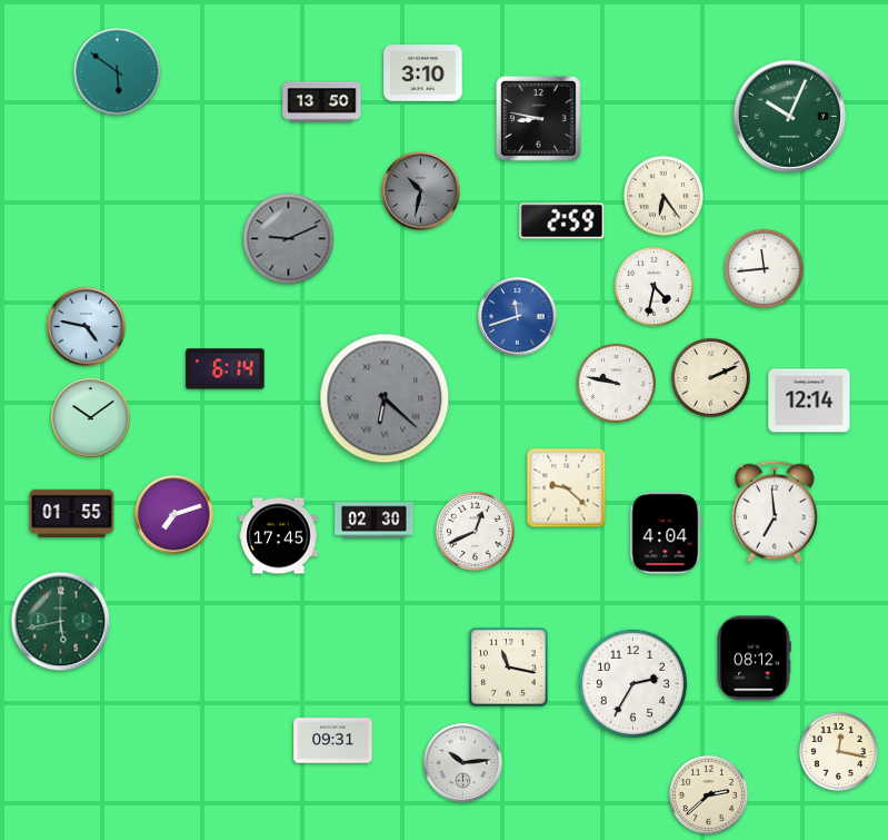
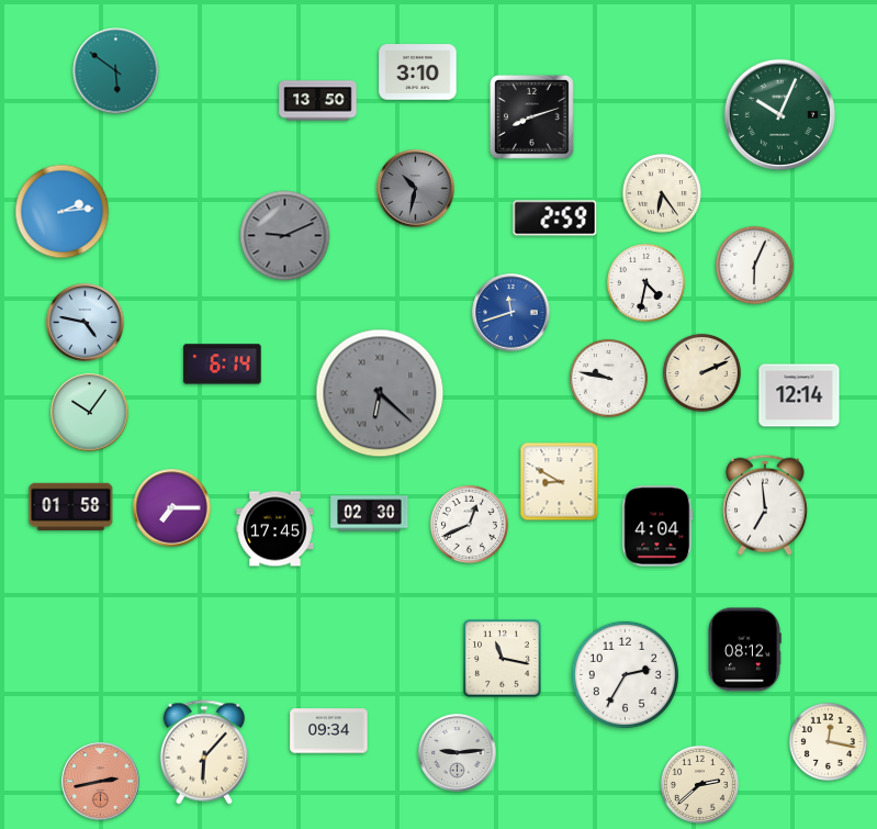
clock at (539, 119): 8:47 -> 8:12
clock at (663, 196) position: (663, 196) -> (662, 193)
clock at (63, 212): none -> 2:14
clock at (764, 268): 11:44 -> 6:04
clock at (91, 418): 10:09 -> 10:06
clock at (567, 488): 9:22 -> 8:50
clock at (72, 513): 01:55 -> 01:58
clock at (174, 515): 7:12 -> 7:15
clock at (61, 622): 5:43 -> none
clock at (333, 741): 09:31 -> 09:34
clock at (204, 752): none -> 6:07
clock at (463, 763): 10:14 -> 9:14
clock at (101, 782): none -> 2:43
